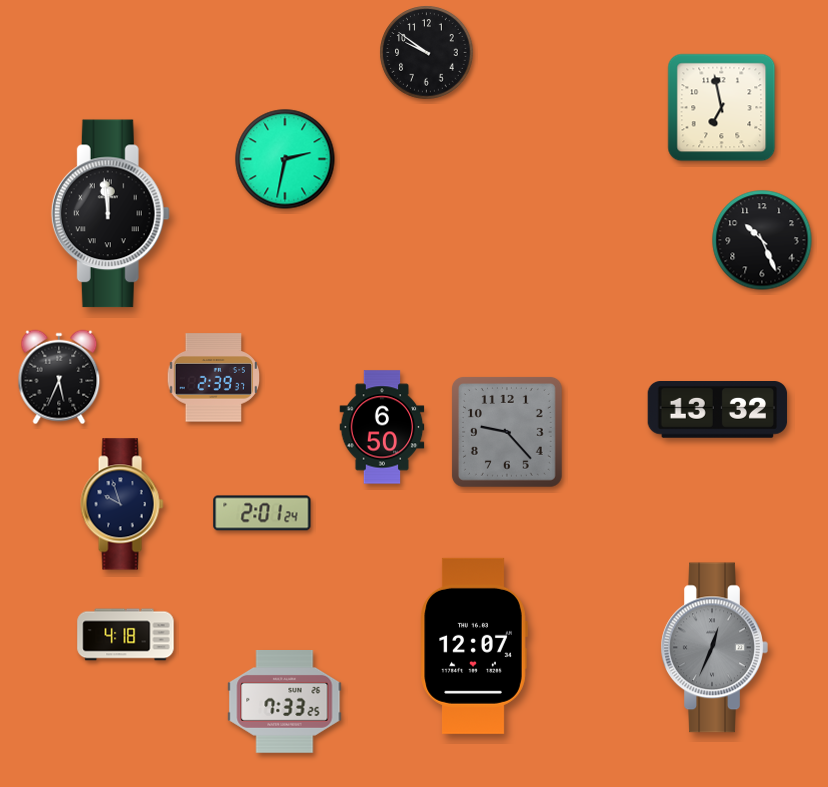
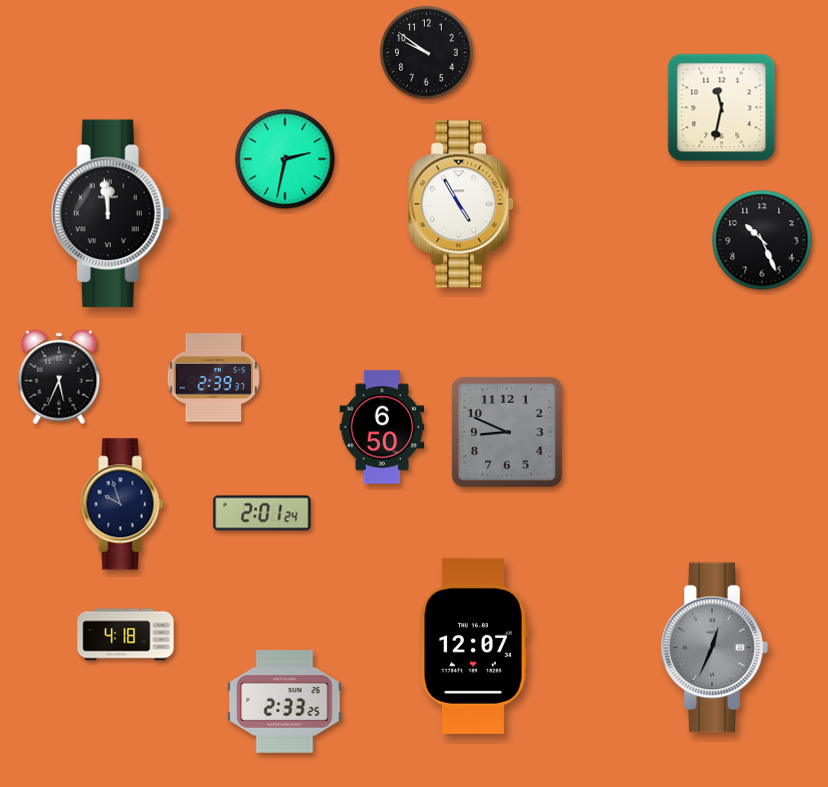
clock at (722, 108): 6:58 -> 11:32
clock at (462, 204): none -> 4:55
clock at (718, 410): 13:32 -> none
clock at (507, 432): 9:23 -> 8:49
clock at (285, 702): 7:33 -> 2:33
